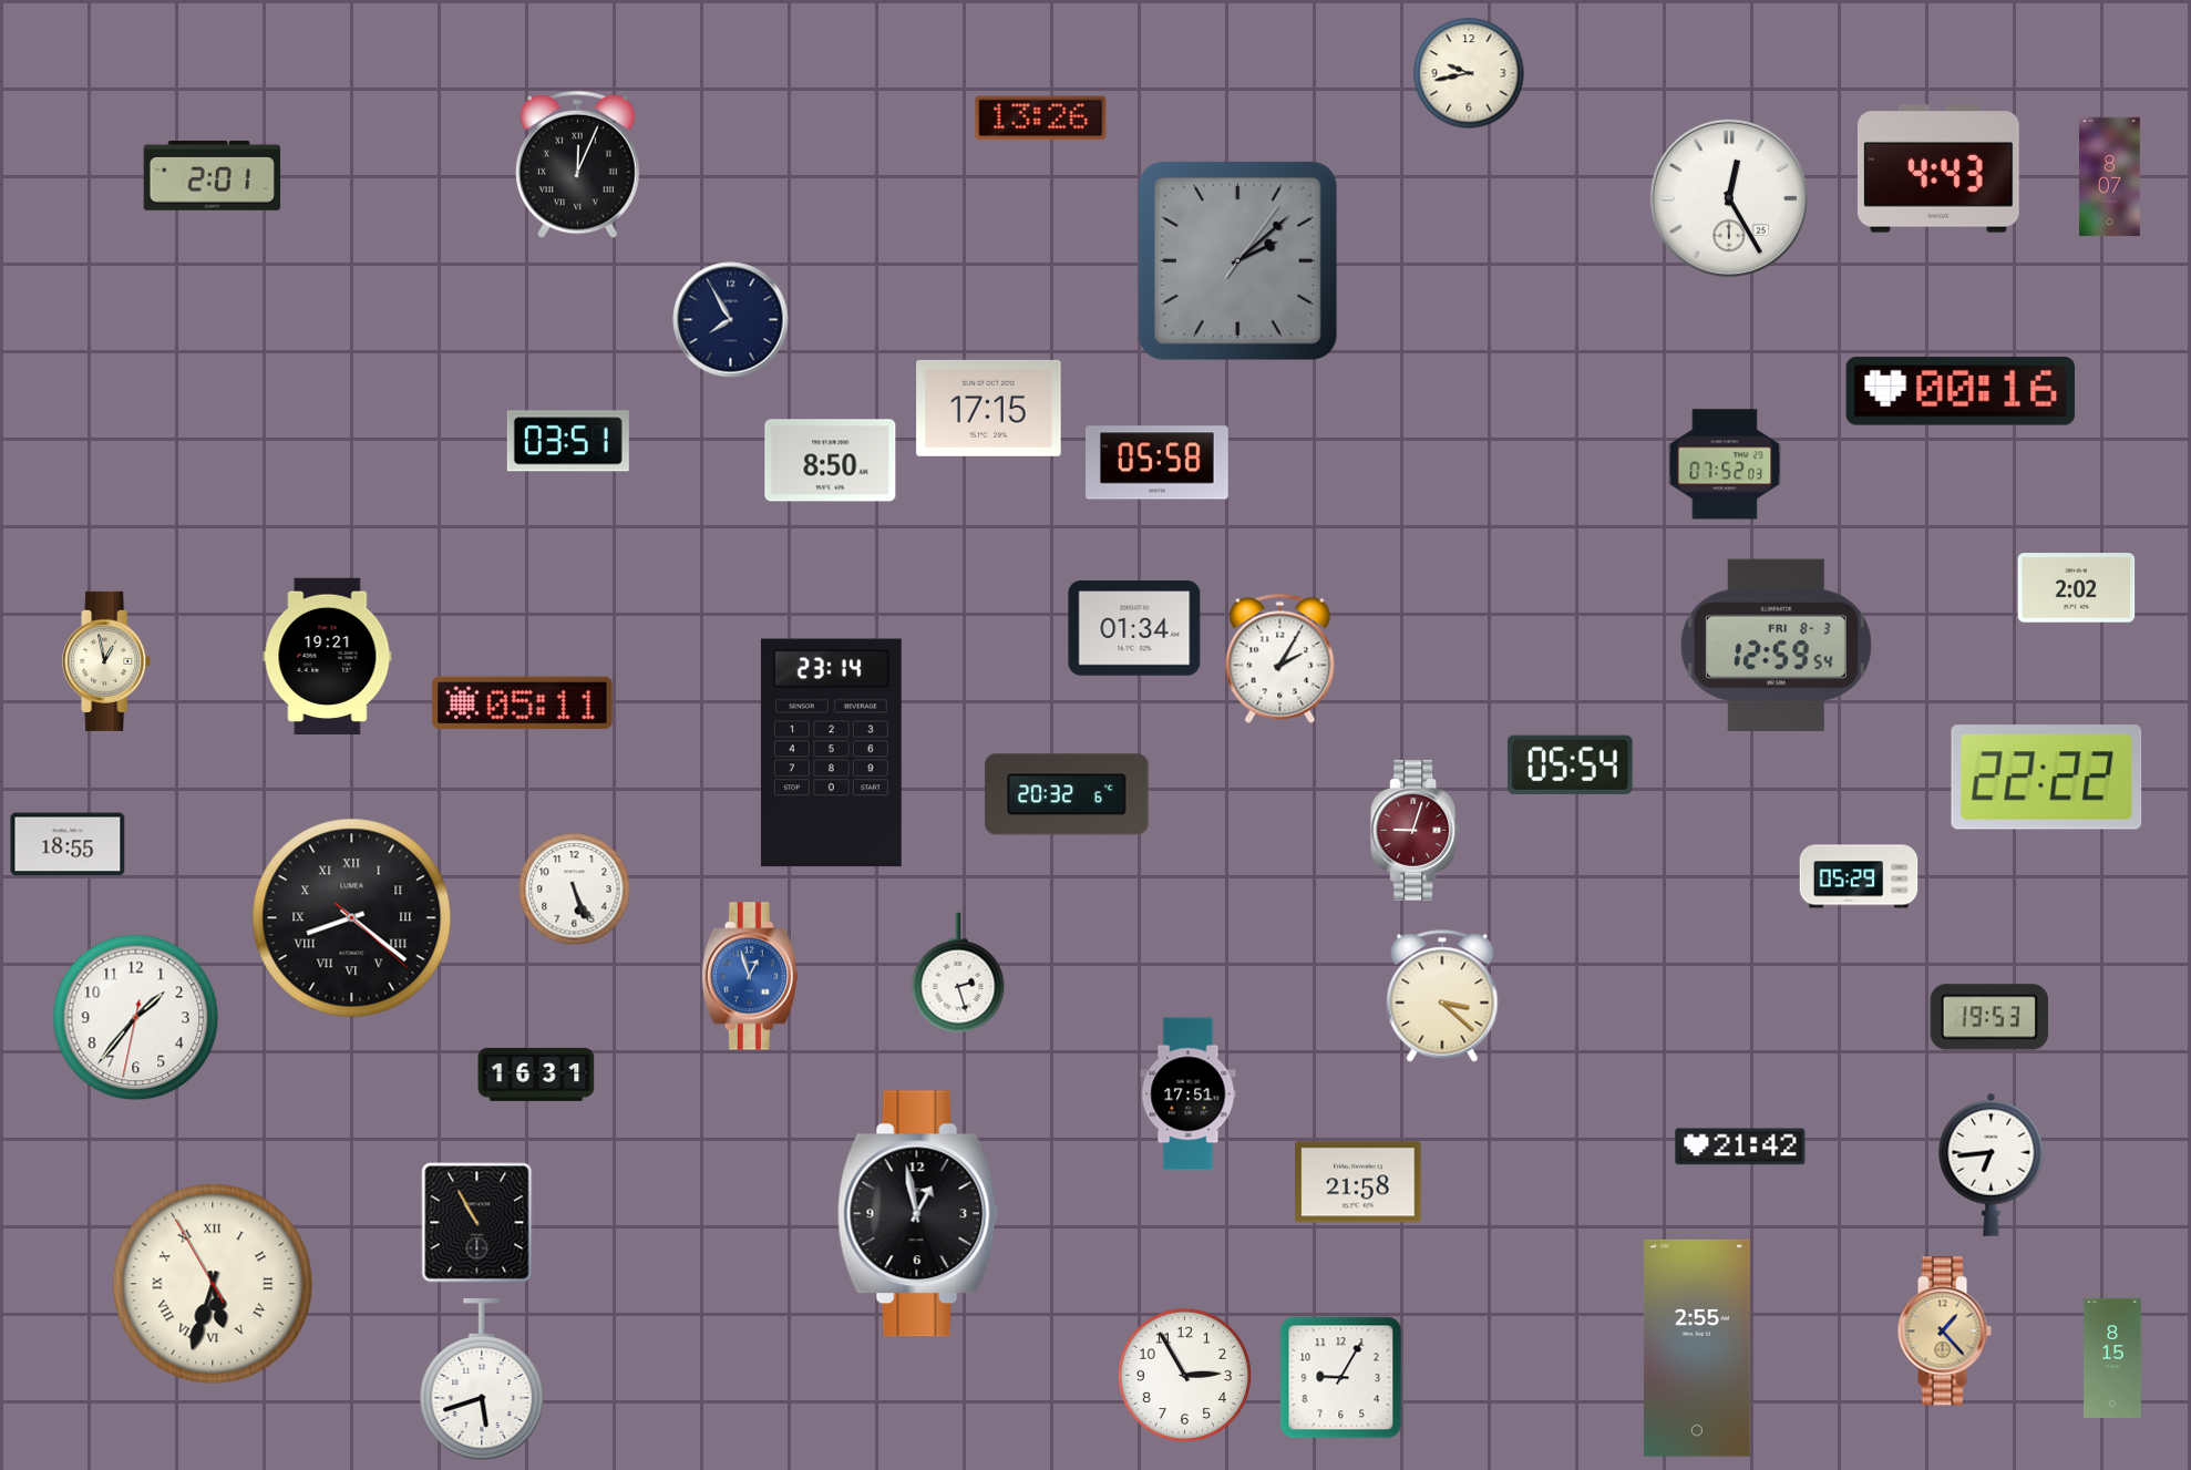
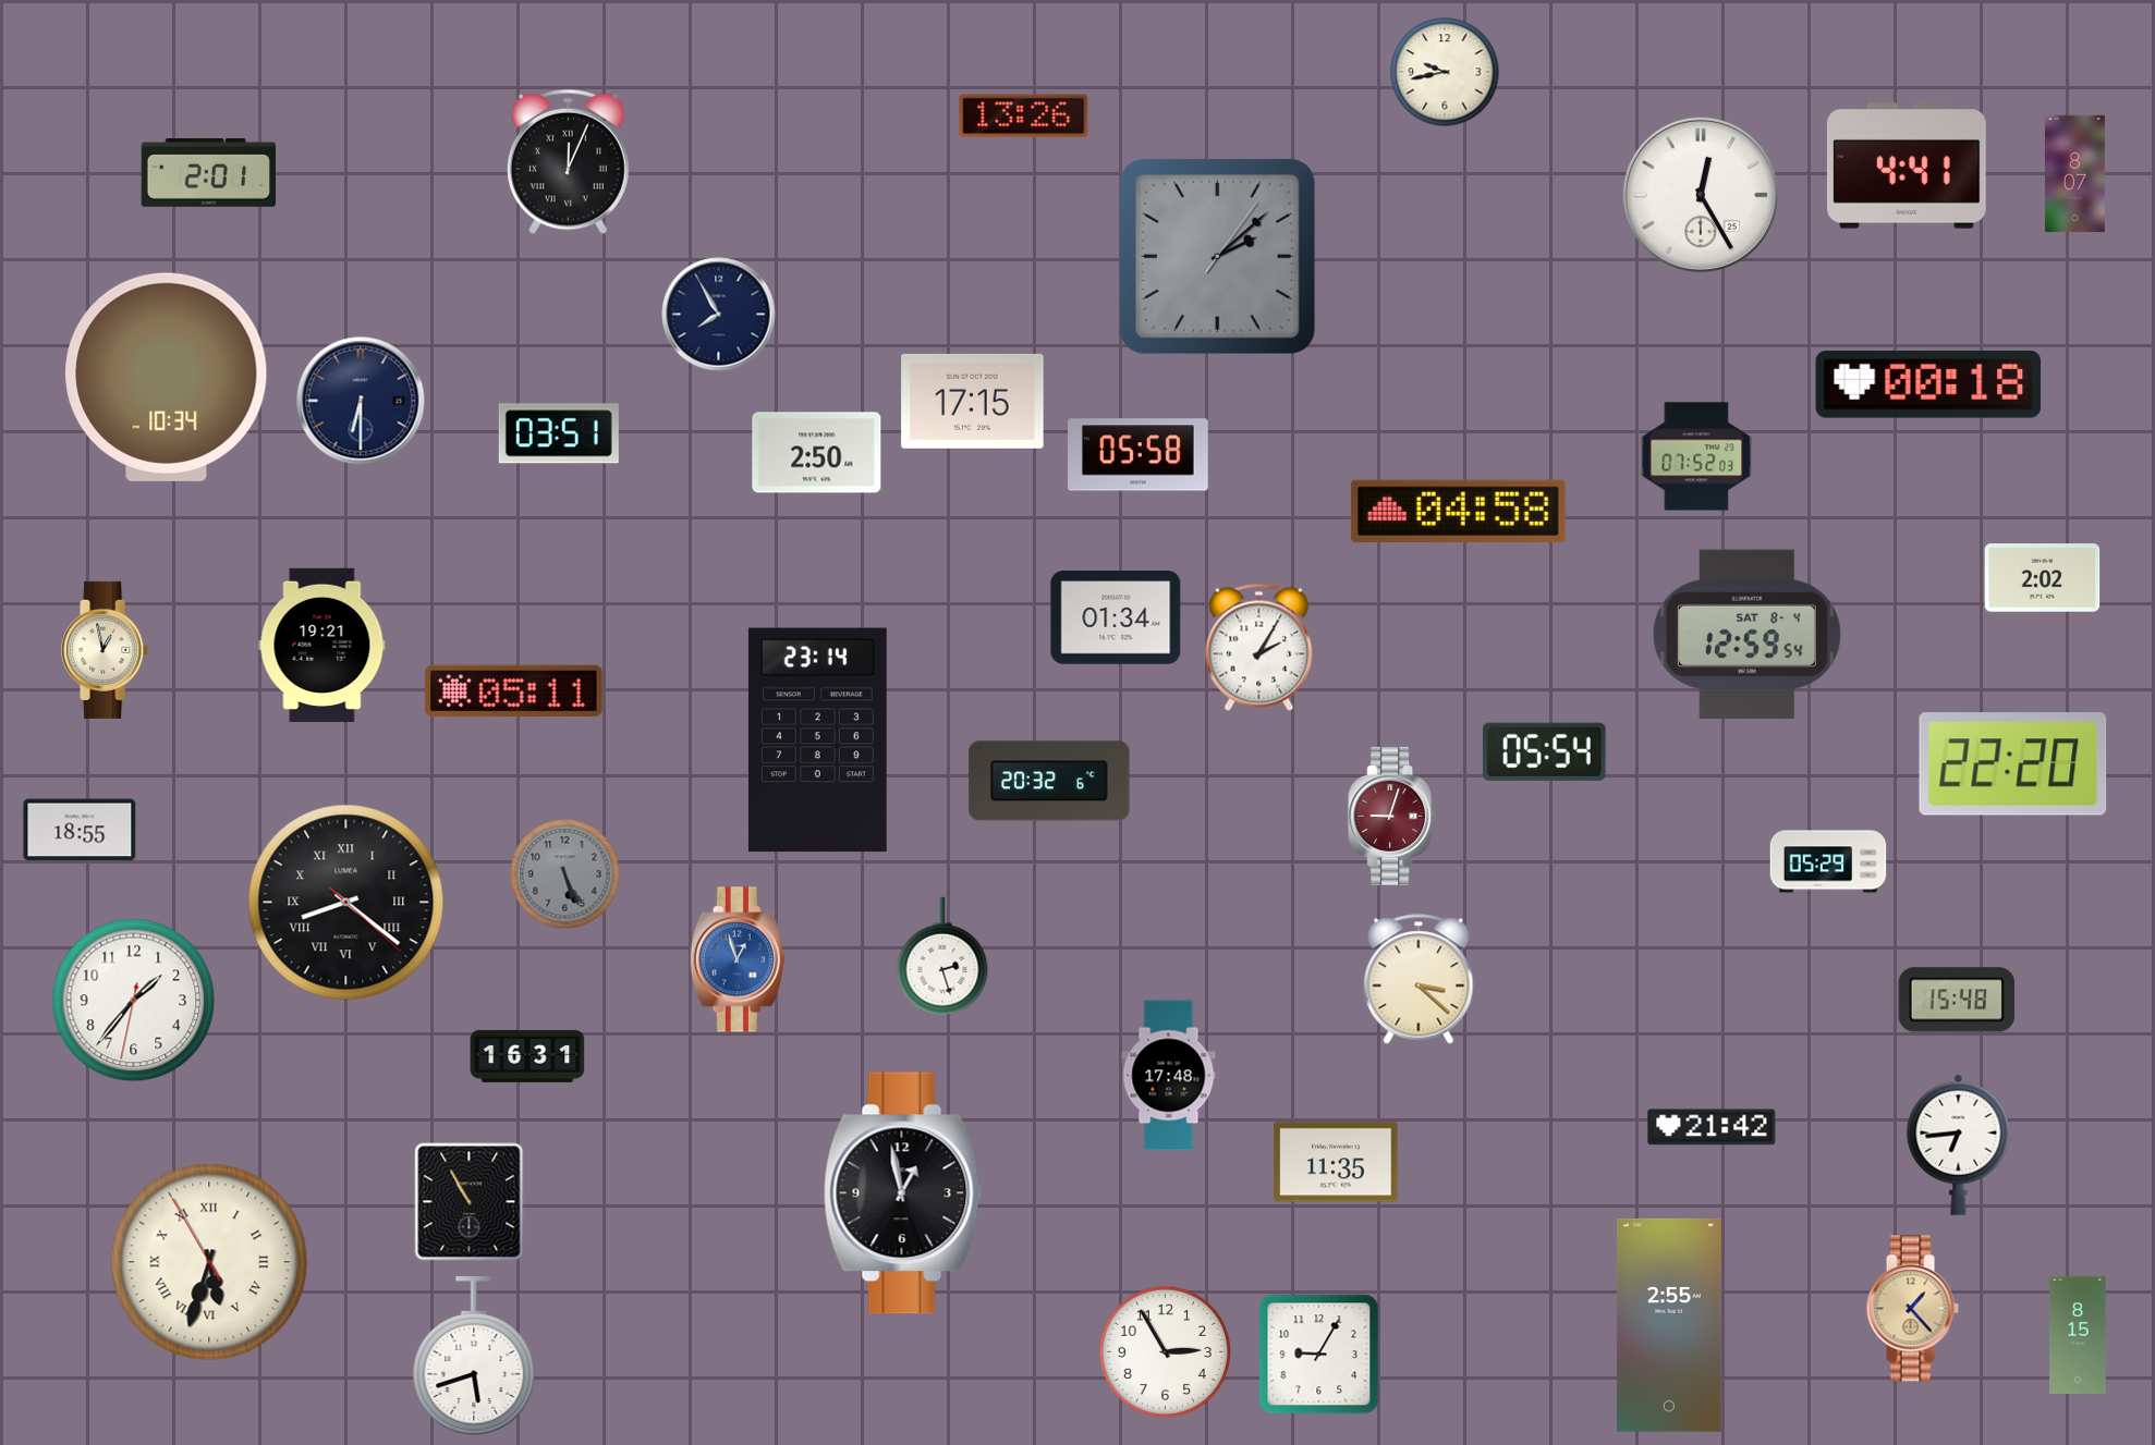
clock at (1938, 169): 4:43 -> 4:41
clock at (167, 377): none -> 10:34
clock at (1961, 392): 00:16 -> 00:18
clock at (361, 401): none -> 6:30
clock at (831, 461): 8:50 -> 2:50
clock at (1458, 511): none -> 04:58
clock at (1776, 646) date: FRI 8-3 -> SAT 8-4
clock at (2047, 778): 22:22 -> 22:20
clock at (68, 844) position: (68, 844) -> (80, 830)
clock at (575, 890) dial: white -> grey
clock at (1989, 1017): 19:53 -> 15:48
clock at (1189, 1094): 17:51 -> 17:48
clock at (1358, 1182): 21:58 -> 11:35
